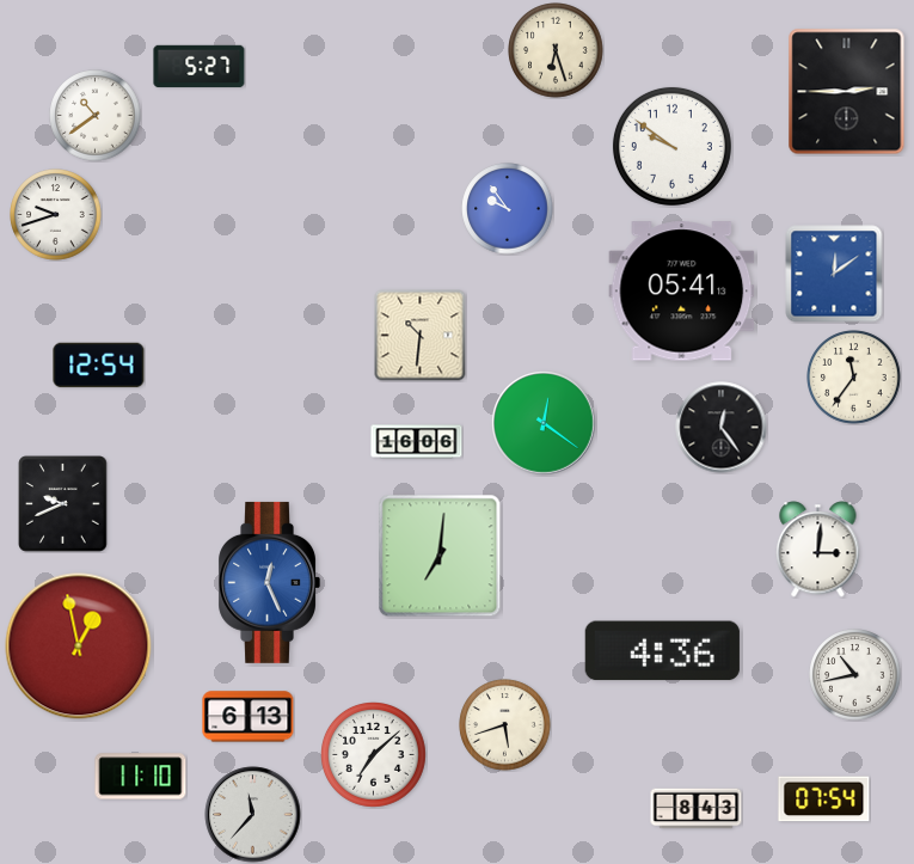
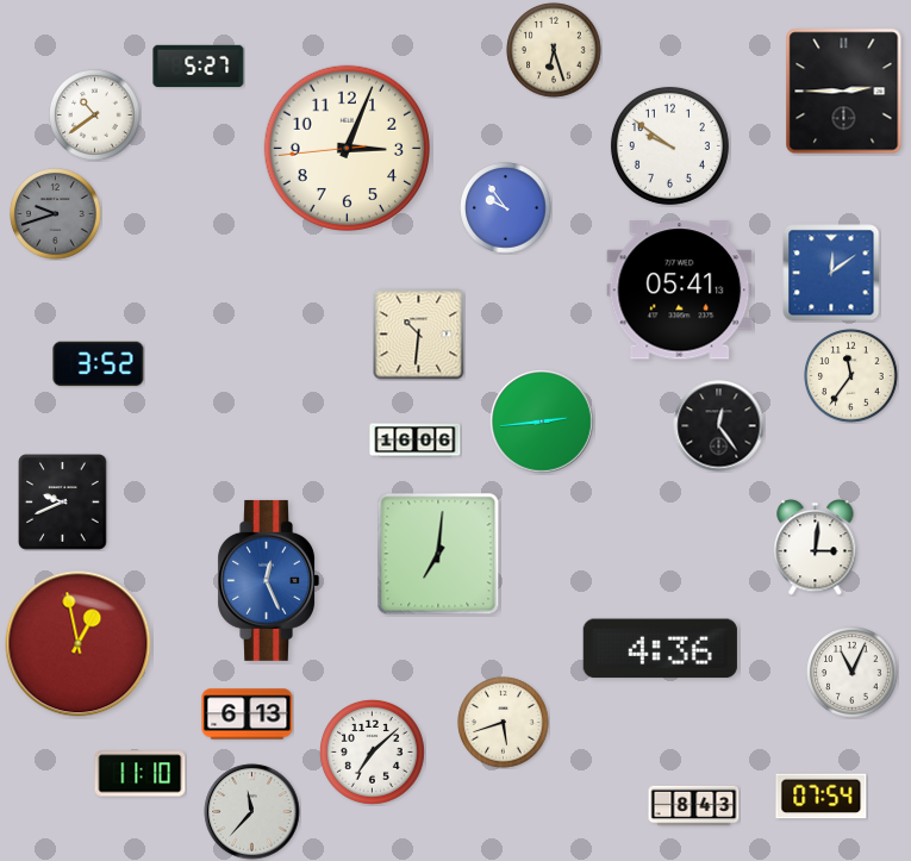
clock at (347, 148): none -> 3:03
clock at (56, 215) dial: white -> grey
clock at (99, 366): 12:54 -> 3:52
clock at (544, 423): 12:21 -> 2:44
clock at (855, 675): 10:43 -> 11:04
